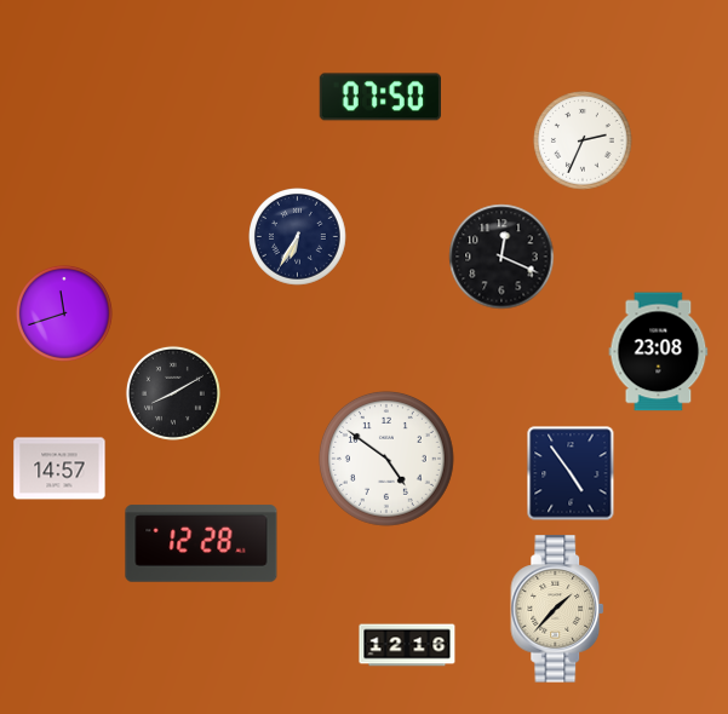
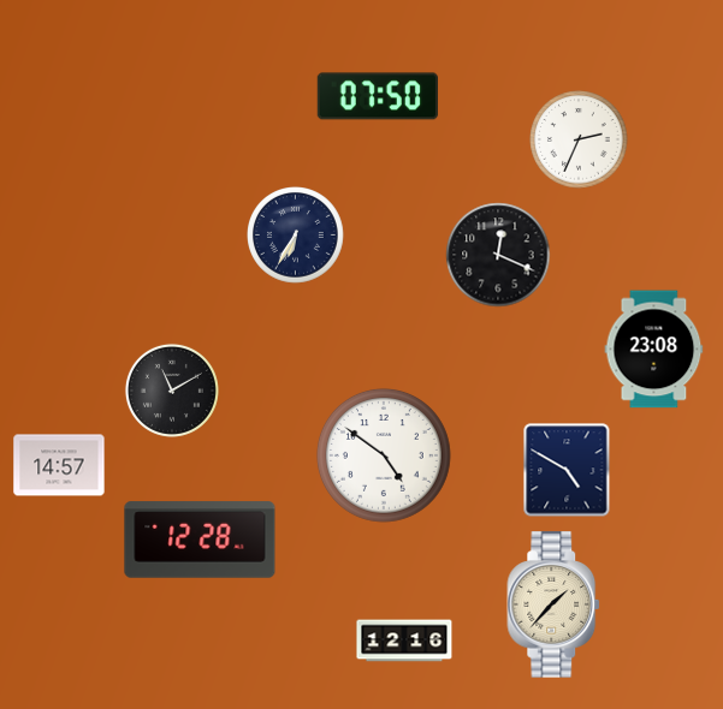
clock at (64, 313): 11:42 -> none
clock at (173, 393): 8:10 -> 11:10
clock at (571, 473): 4:54 -> 4:50
